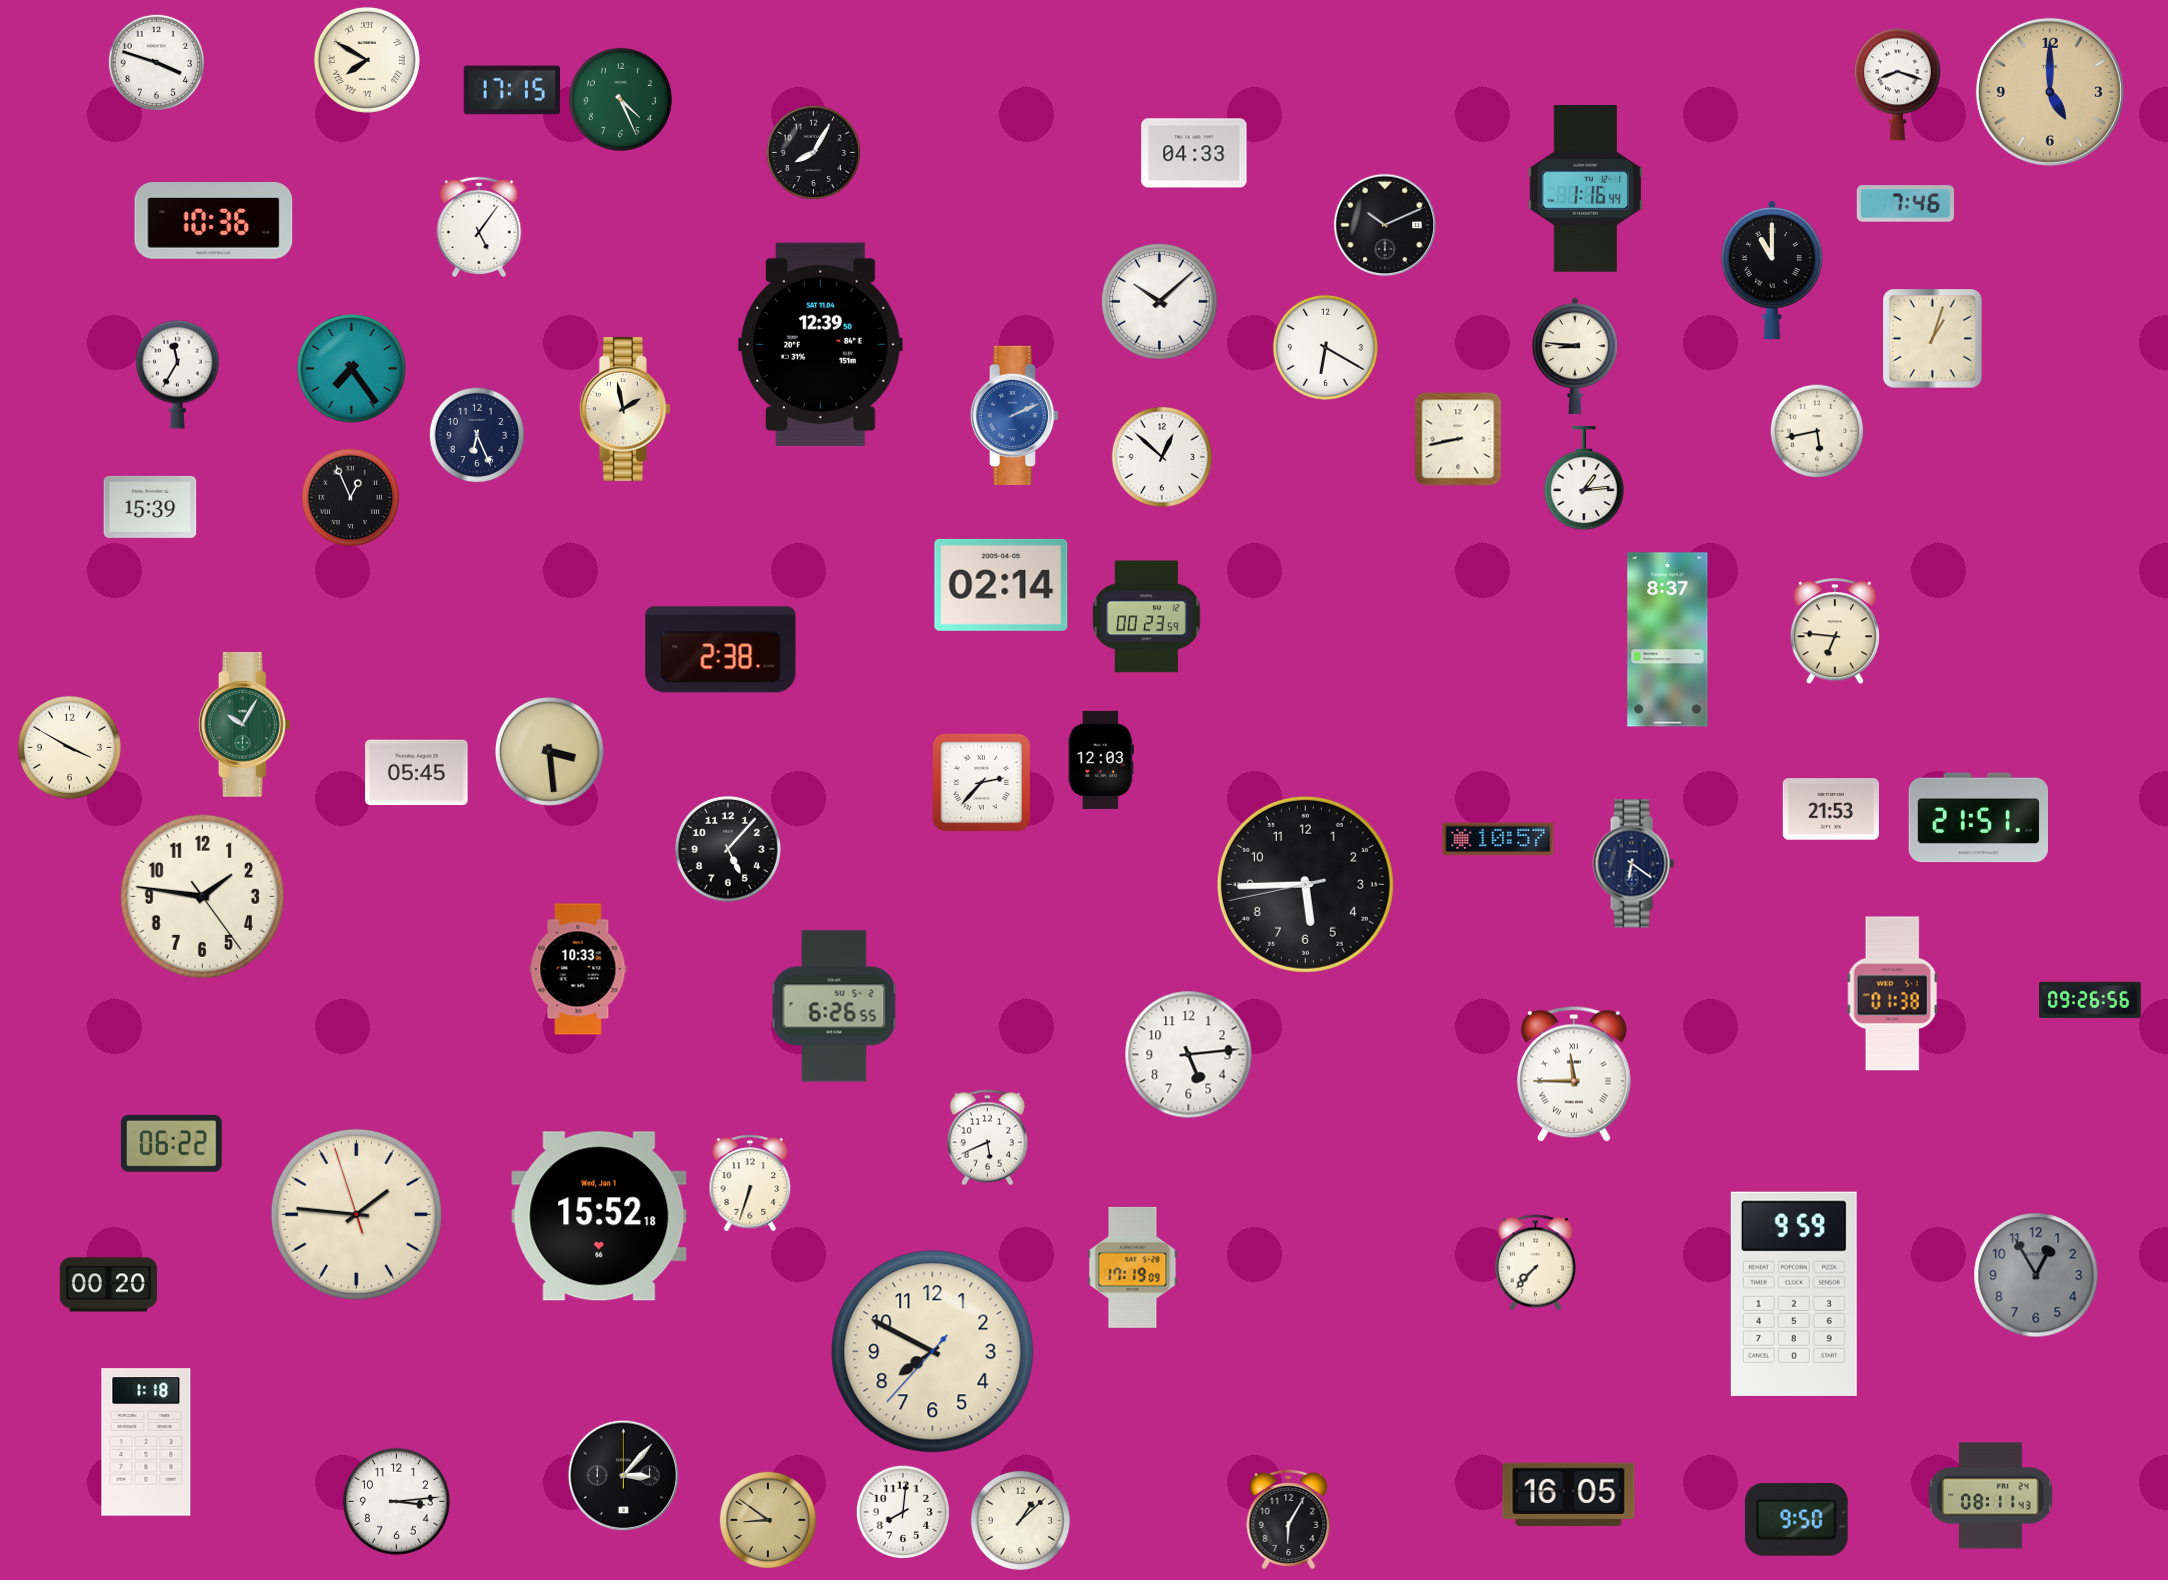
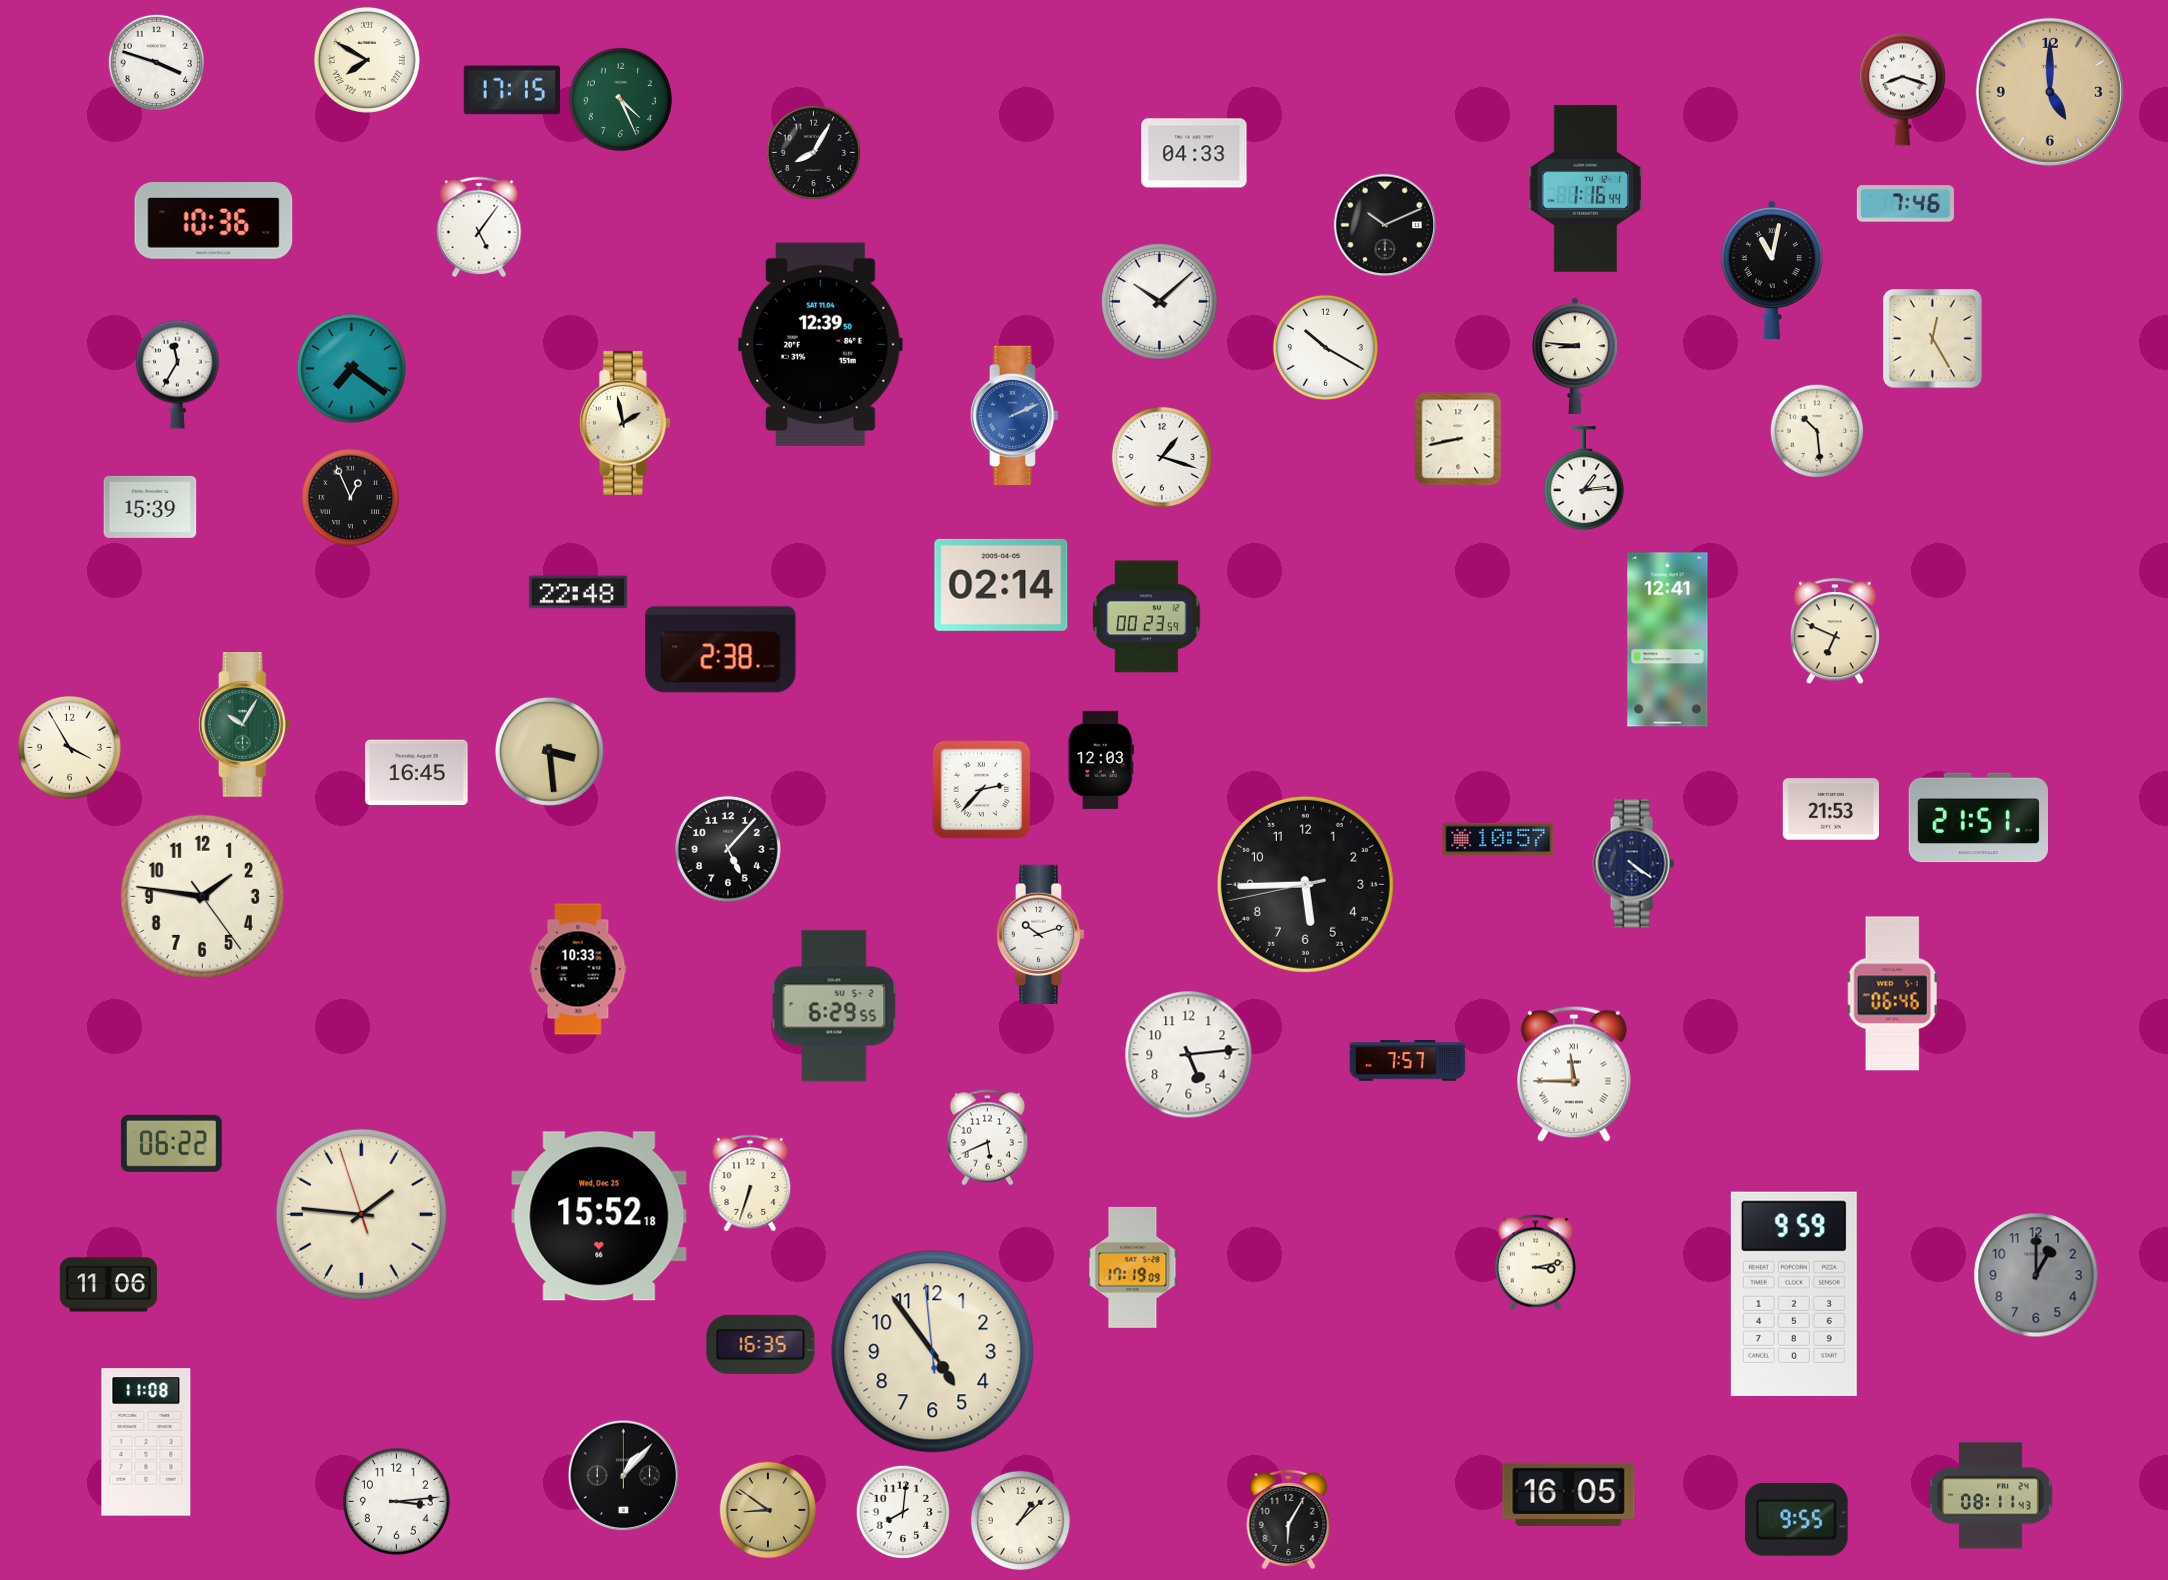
clock at (1898, 84) position: (1898, 84) -> (1903, 89)
clock at (1772, 270): 11:00 -> 11:02
clock at (1933, 339): 1:03 -> 12:25
clock at (1325, 347): 6:20 -> 10:20
clock at (351, 368): 7:24 -> 7:21
clock at (625, 409) position: (625, 409) -> (625, 423)
clock at (1817, 431): 5:43 -> 10:29
clock at (477, 435): 6:26 -> none
clock at (1162, 457): 12:52 -> 1:18
clock at (578, 592): none -> 22:48
clock at (1835, 632): 6:46 -> 6:49
clock at (1668, 640): 8:37 -> 12:41
clock at (69, 747): 3:50 -> 3:55
clock at (417, 773): 05:45 -> 16:45
clock at (982, 783) position: (982, 783) -> (982, 790)
clock at (1633, 864): 6:21 -> 4:21
clock at (1041, 934): none -> 10:12
clock at (1893, 994): 01:38 -> 06:46
clock at (2090, 1000): 09:26 -> none
clock at (834, 1006): 6:26 -> 6:29
clock at (1408, 1061): none -> 7:57
clock at (356, 1214) position: (356, 1214) -> (361, 1214)
clock at (599, 1216) date: Wed, Jan 1 -> Wed, Dec 25
clock at (1535, 1263): 7:37 -> 3:13
clock at (2036, 1275): 12:55 -> 1:00
clock at (108, 1285): 00:20 -> 11:06
clock at (761, 1344): none -> 16:35
clock at (933, 1352): 7:49 -> 4:53
clock at (146, 1442): 1:18 -> 11:08
clock at (623, 1475): 3:07 -> 1:07
clock at (767, 1519) position: (767, 1519) -> (767, 1509)
clock at (1797, 1519): 9:50 -> 9:55
